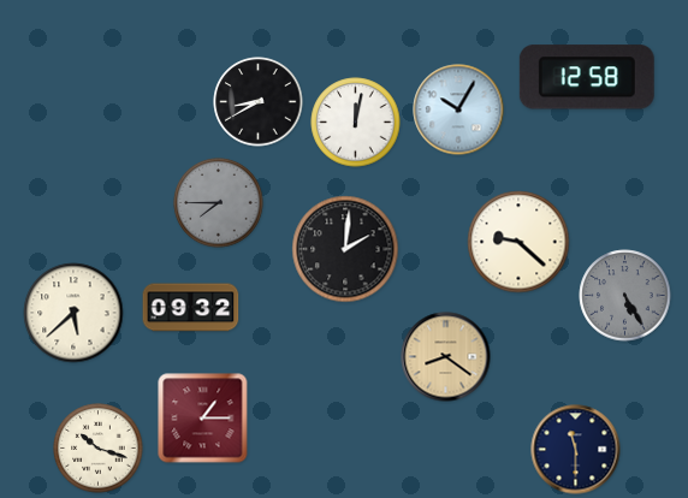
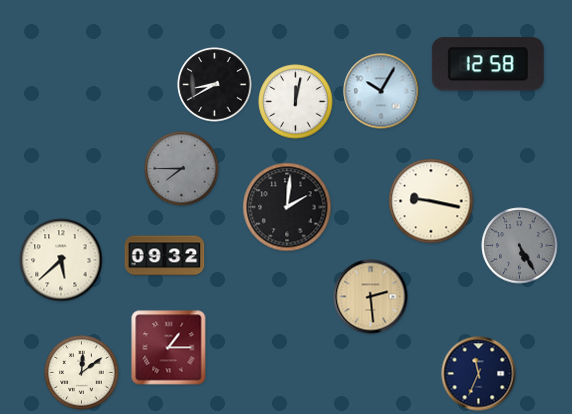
clock at (518, 242): 9:22 -> 9:17
clock at (191, 308) position: (191, 308) -> (165, 256)
clock at (446, 357): 8:21 -> 2:29
clock at (99, 449): 10:18 -> 12:09
clock at (576, 450): 11:30 -> 11:34
